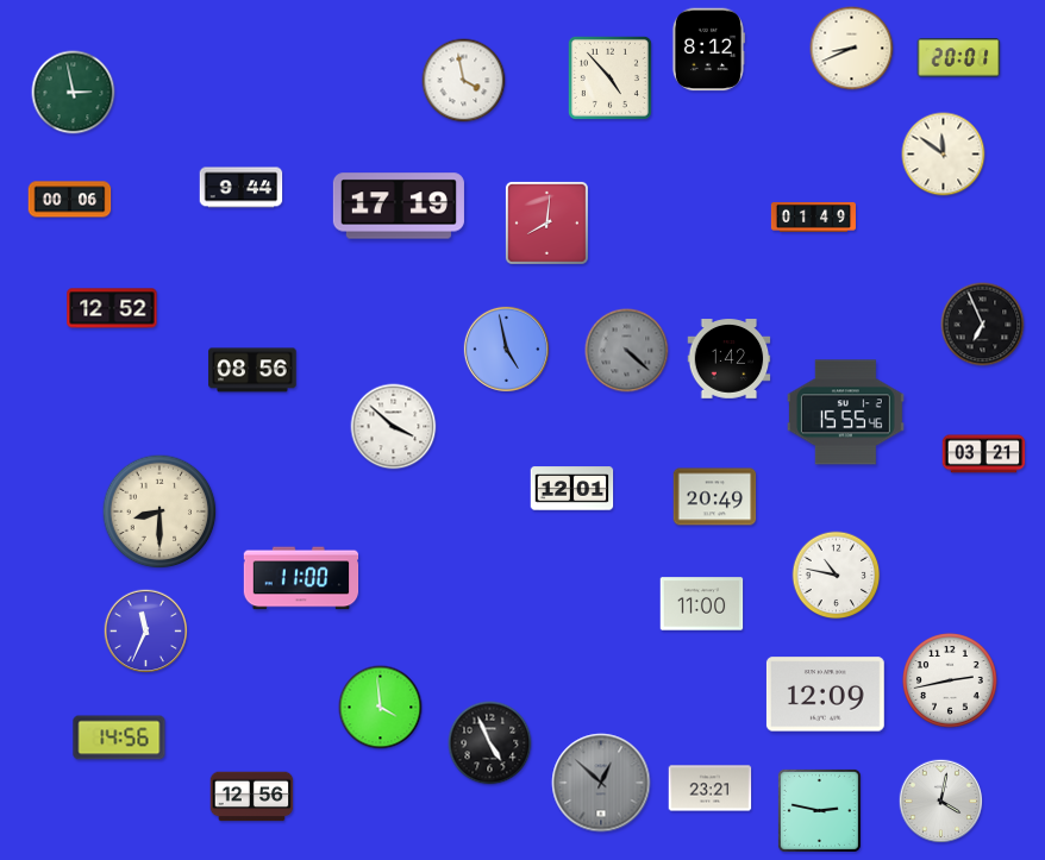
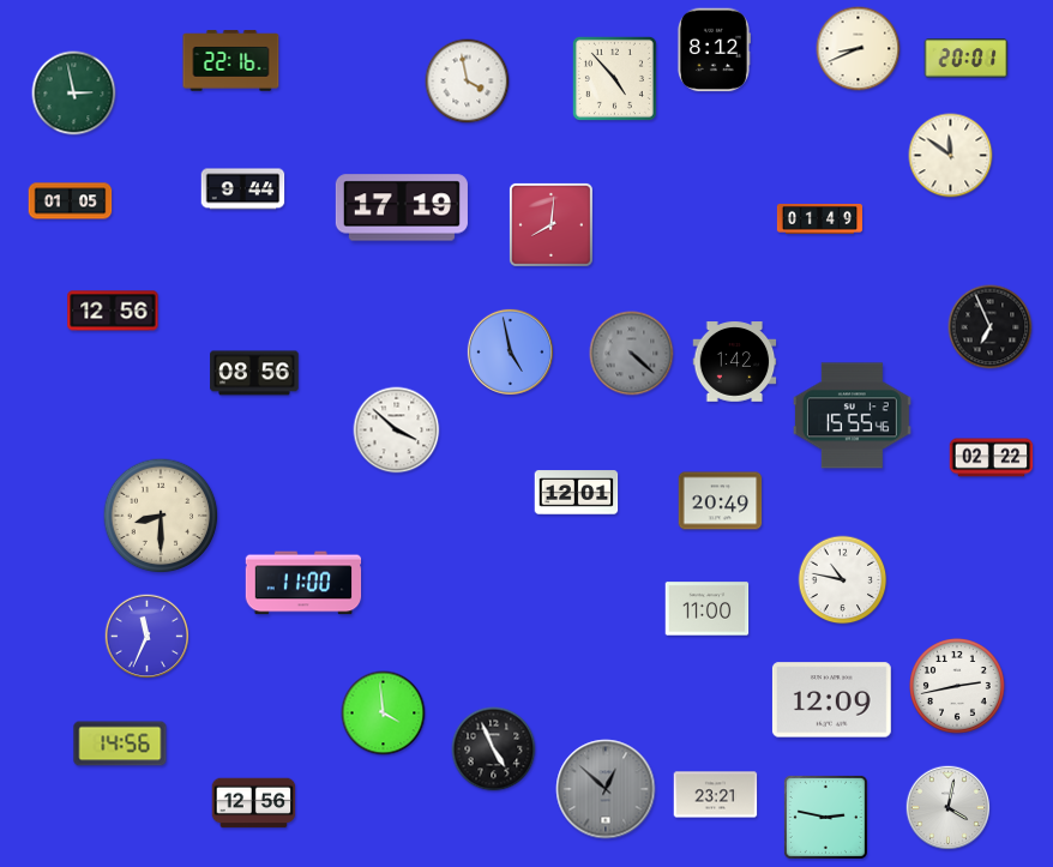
clock at (231, 61): none -> 22:16
clock at (70, 200): 00:06 -> 01:05
clock at (112, 308): 12:52 -> 12:56
clock at (984, 454): 03:21 -> 02:22
